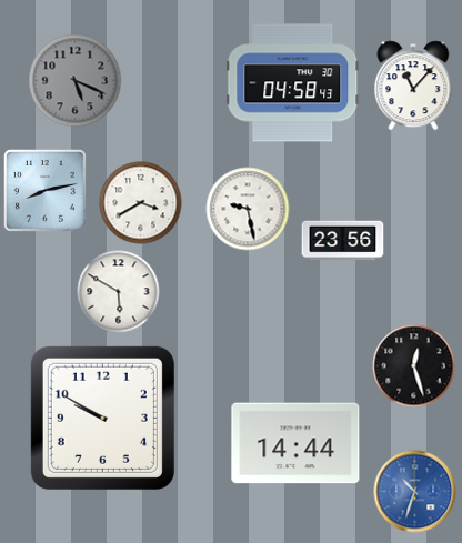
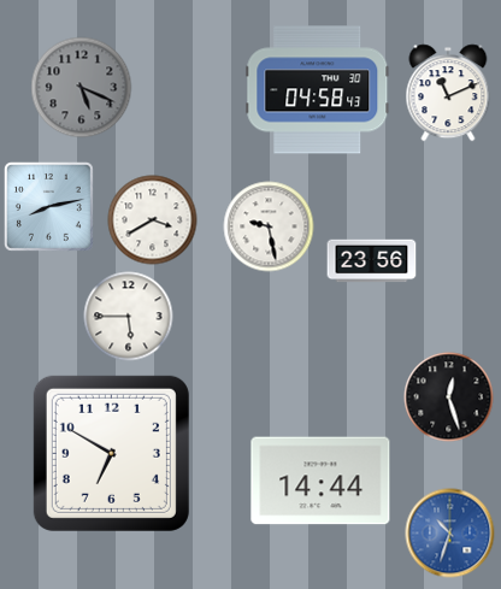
clock at (413, 86): 11:07 -> 11:11
clock at (119, 292): 5:50 -> 5:45
clock at (102, 418): 9:50 -> 6:50
